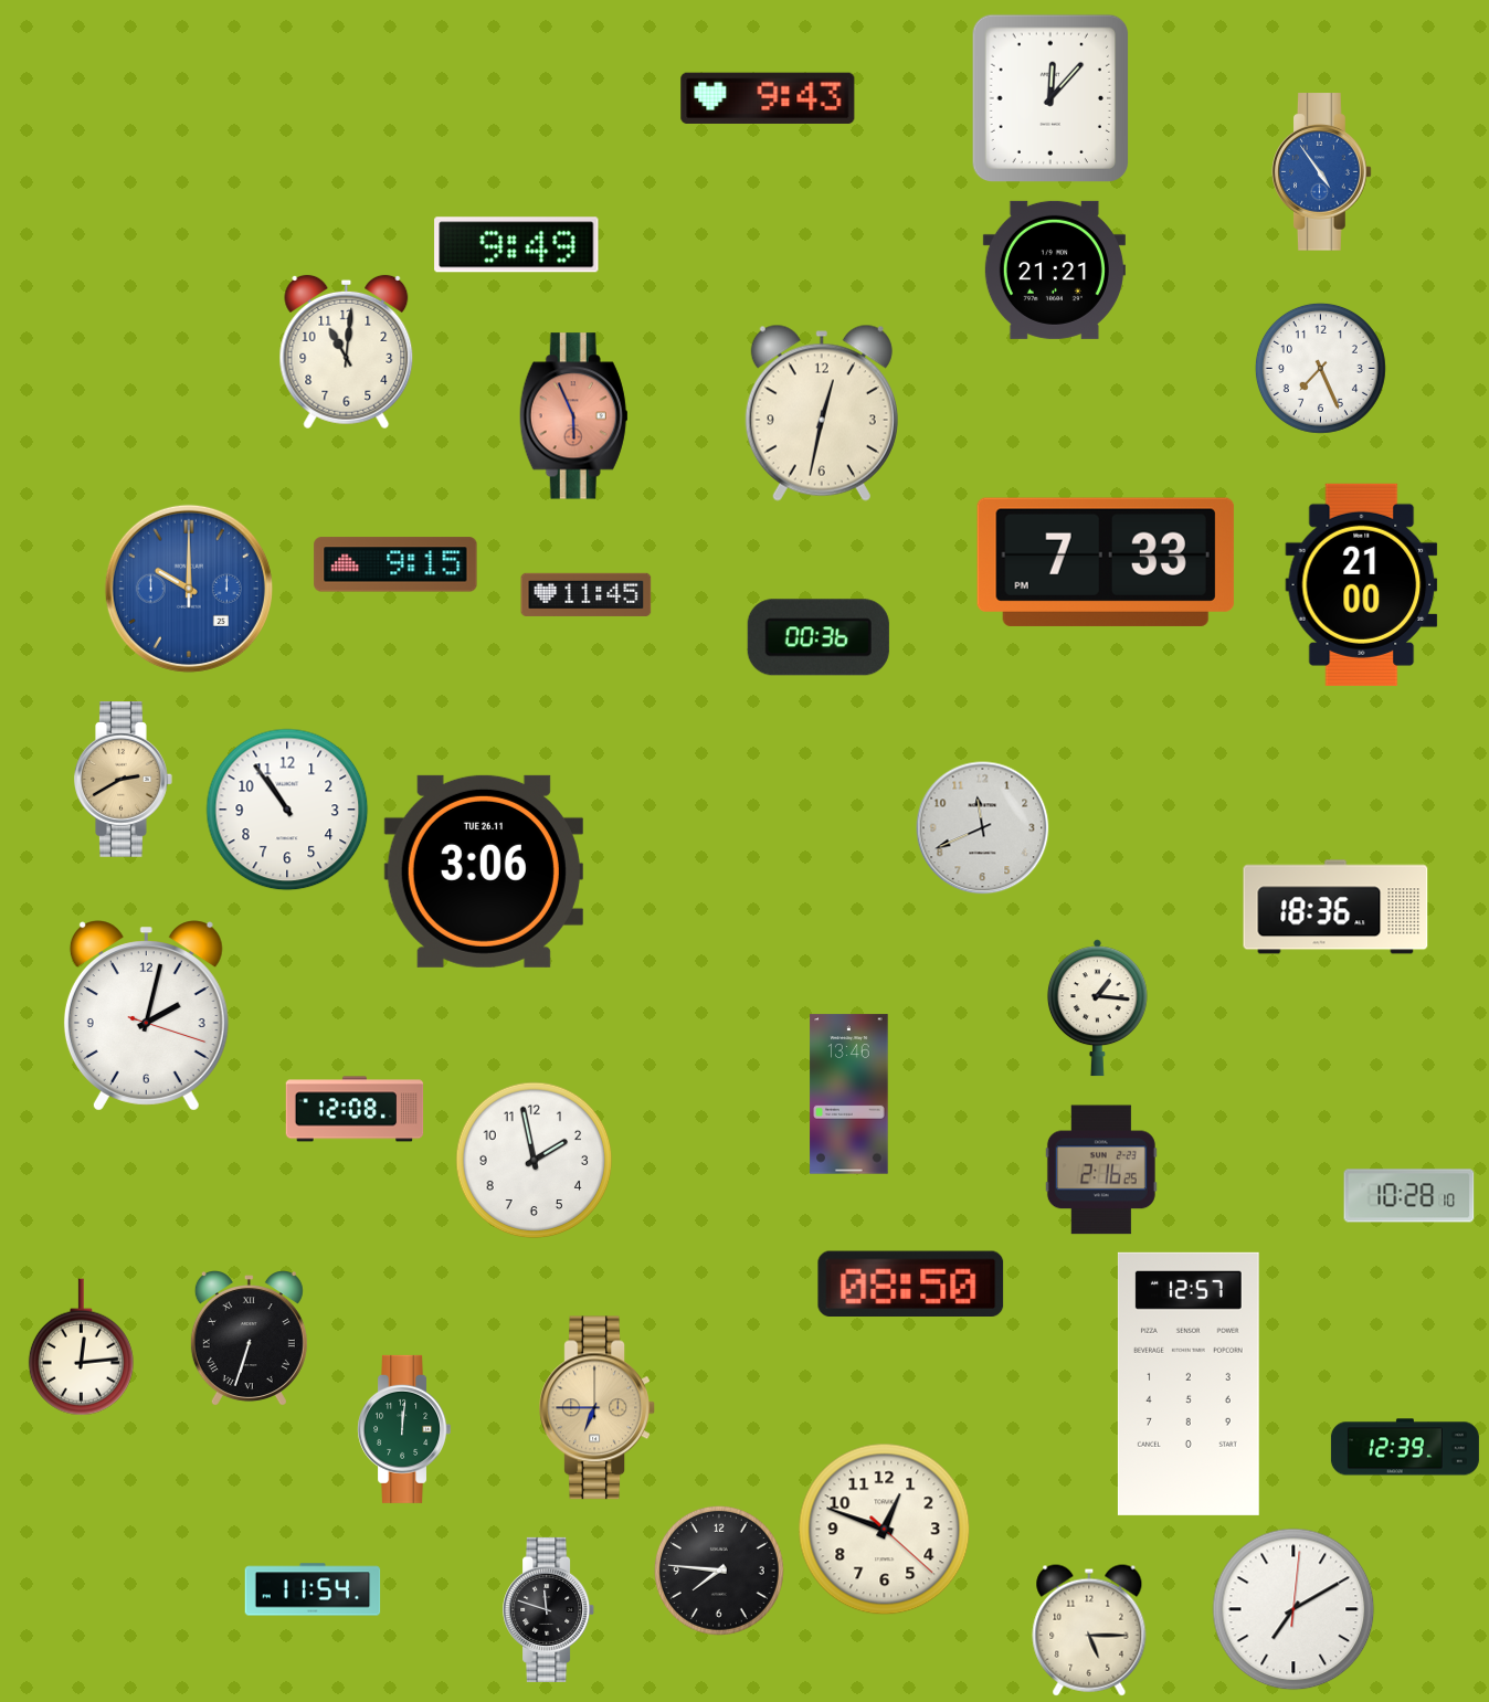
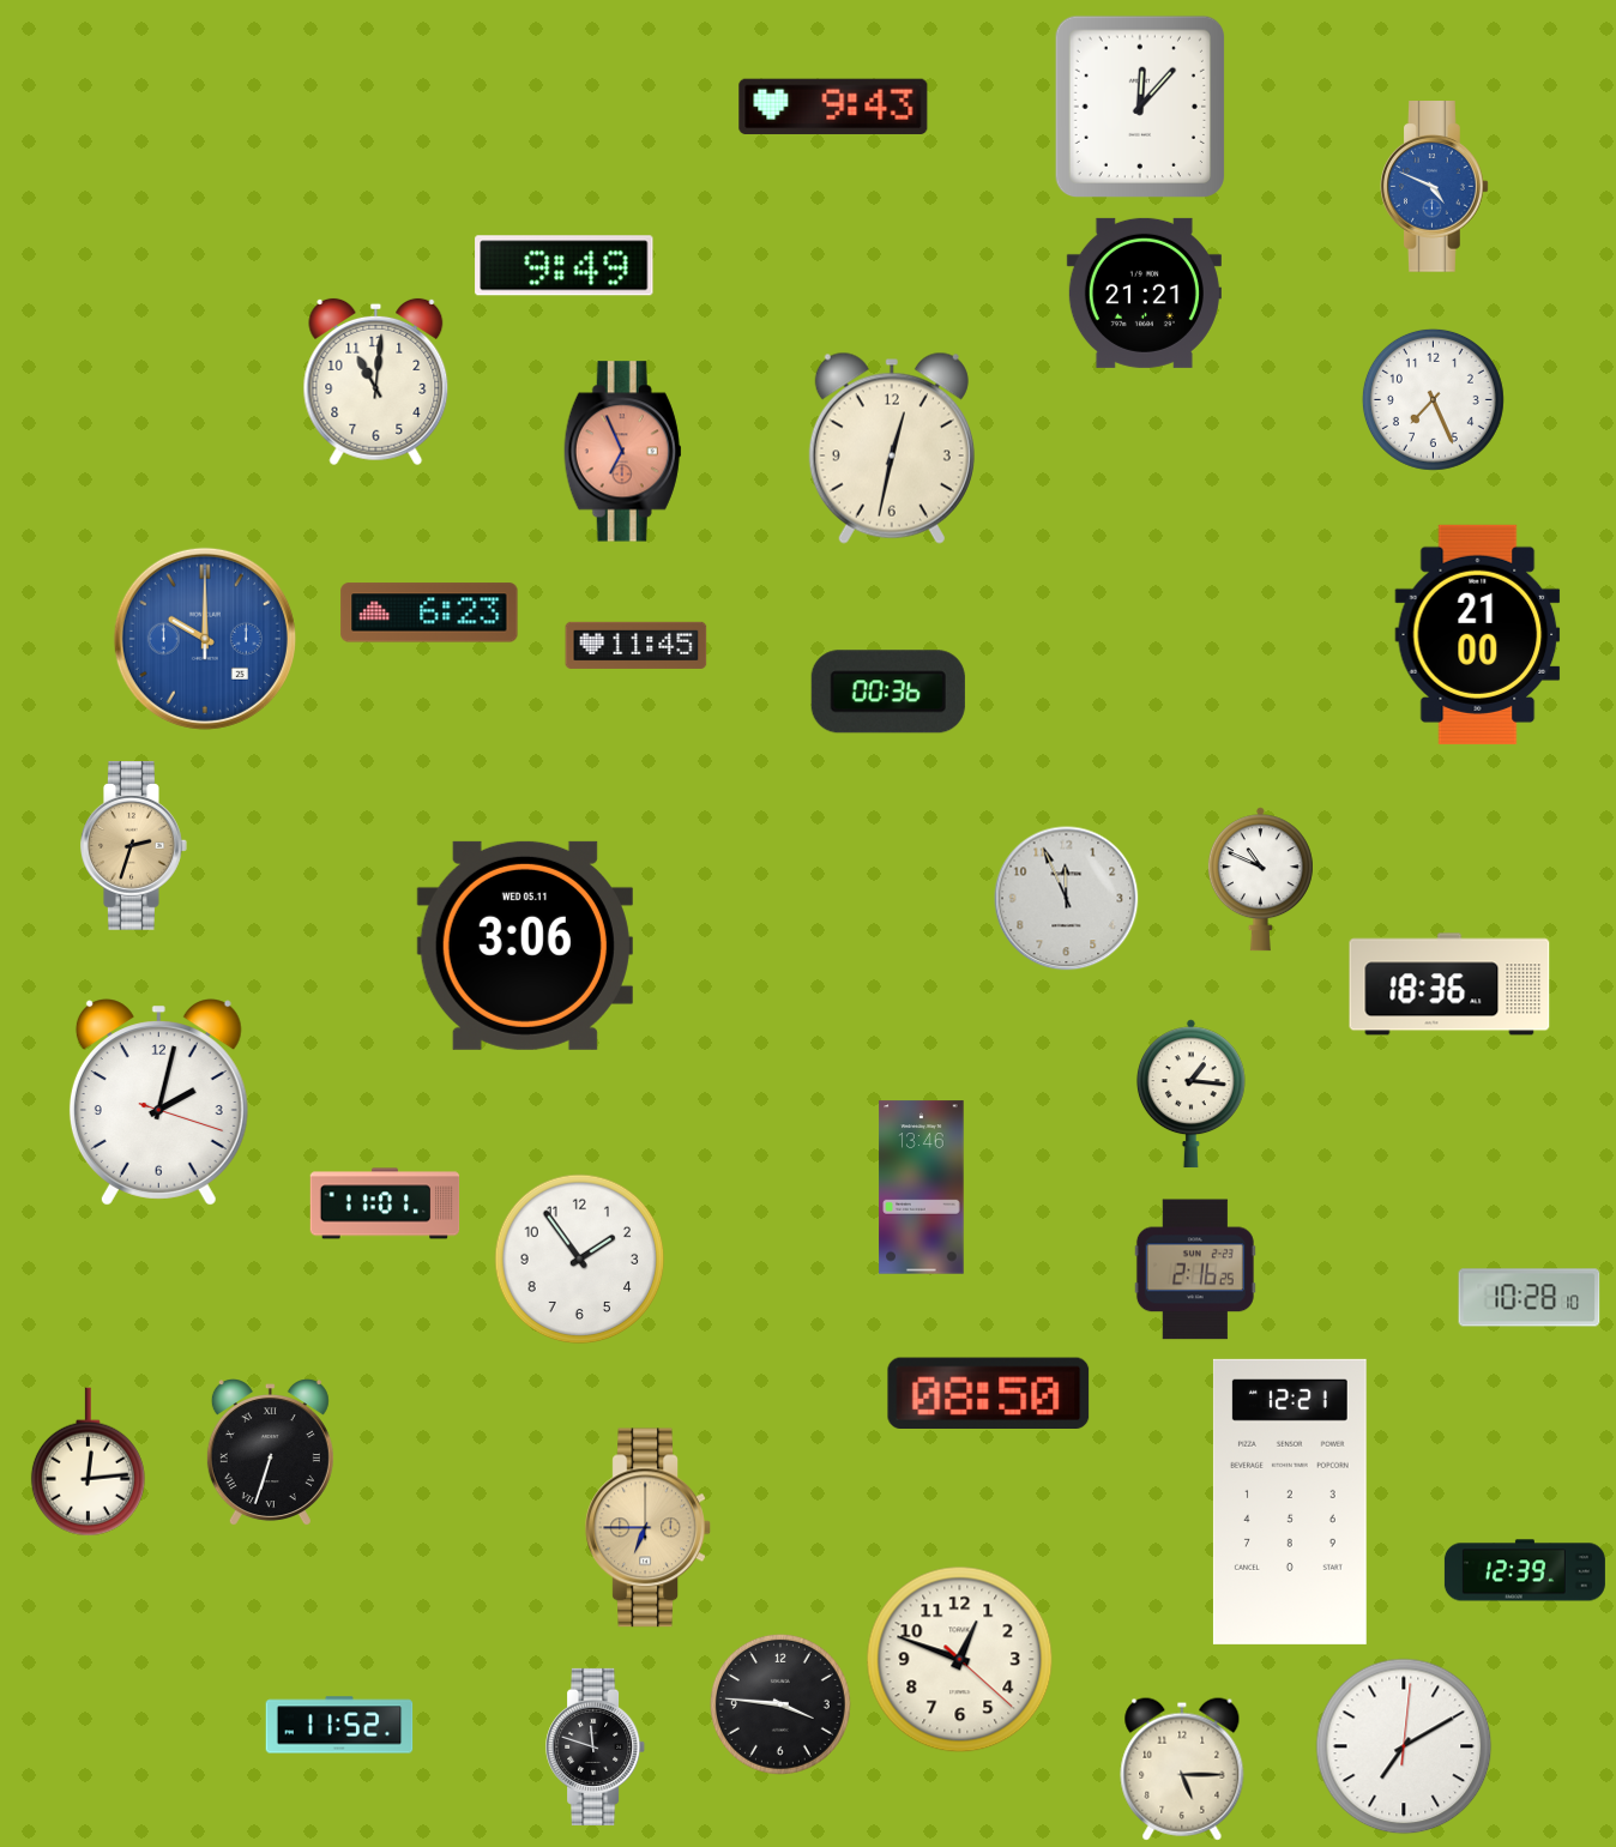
clock at (1322, 172): 4:54 -> 4:49
clock at (517, 245) position: (517, 245) -> (565, 266)
clock at (573, 416): 5:56 -> 6:56
clock at (1106, 562): 7:33 -> none
clock at (395, 564): 9:15 -> 6:23
clock at (124, 780): 2:40 -> 2:33
clock at (287, 810): 10:54 -> none
clock at (1260, 880): none -> 10:49
clock at (983, 828): 11:41 -> 11:56
clock at (484, 871) date: TUE 26.11 -> WED 05.11
clock at (355, 1109): 12:08 -> 11:01
clock at (535, 1161): 1:58 -> 1:54
clock at (1189, 1384): 12:57 -> 12:21
clock at (404, 1429): 12:01 -> none
clock at (719, 1571): 7:46 -> 3:46
clock at (313, 1589): 11:54 -> 11:52
